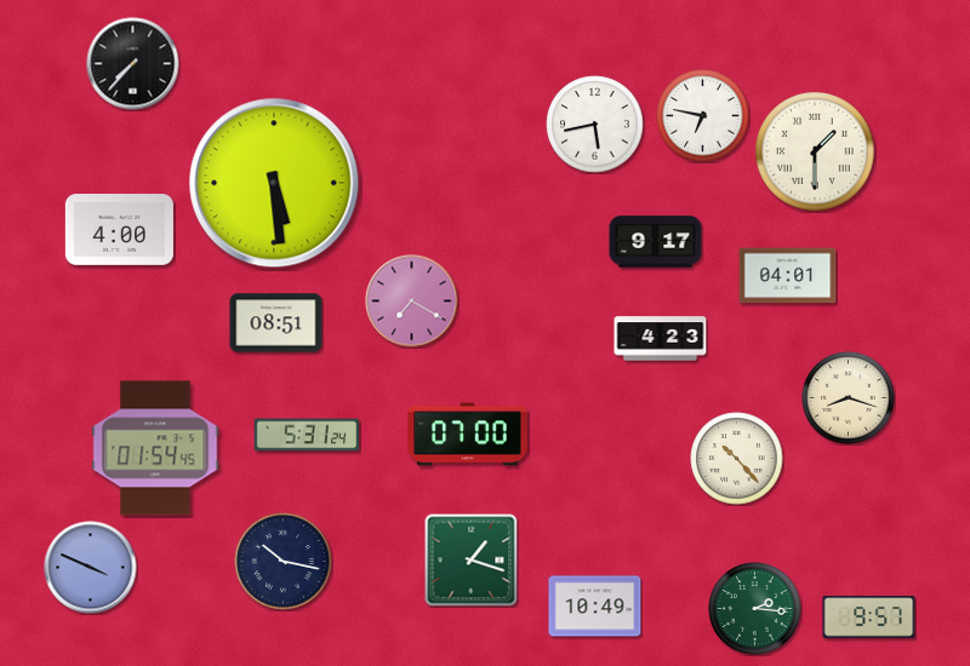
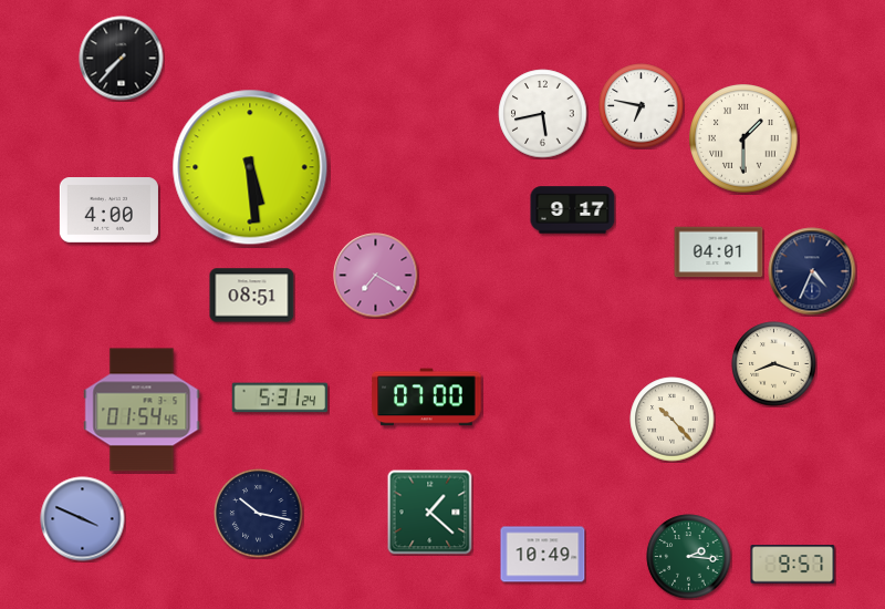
clock at (656, 242) position: (656, 242) -> (573, 210)
clock at (812, 271): none -> 4:34
clock at (661, 339): 4:23 -> none
clock at (472, 561): 1:18 -> 1:22
